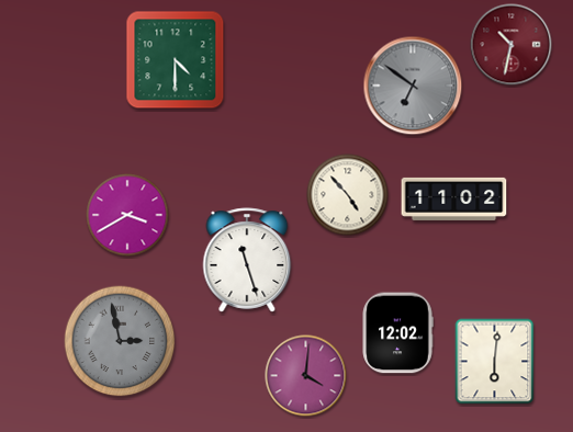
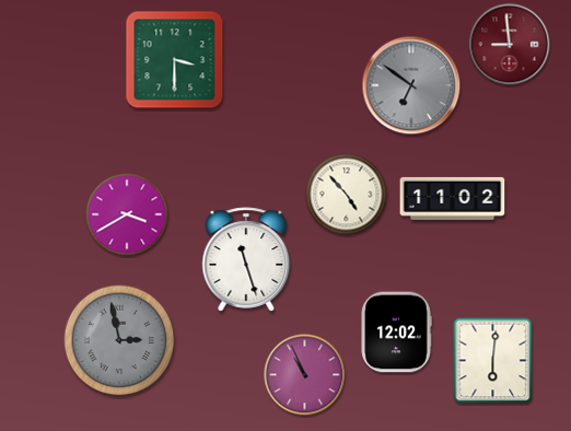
clock at (512, 45): 10:32 -> 8:59
clock at (176, 60): 4:30 -> 3:30
clock at (306, 376): 4:01 -> 10:56
